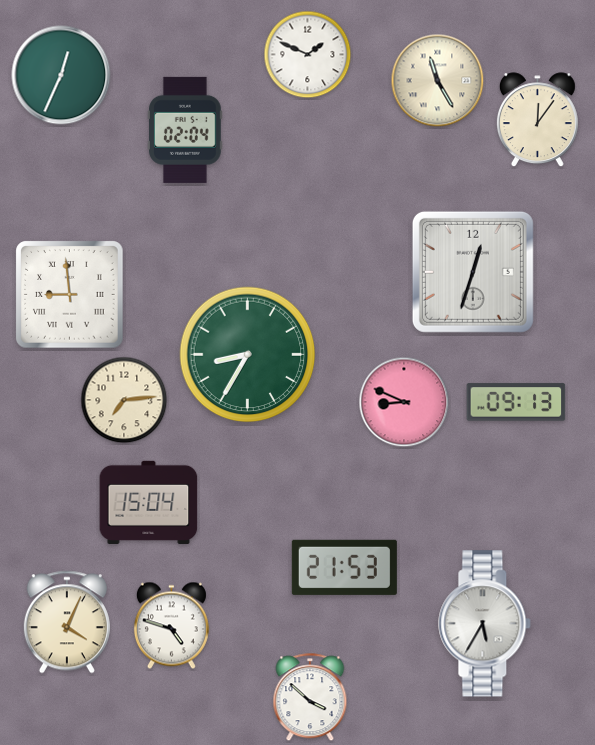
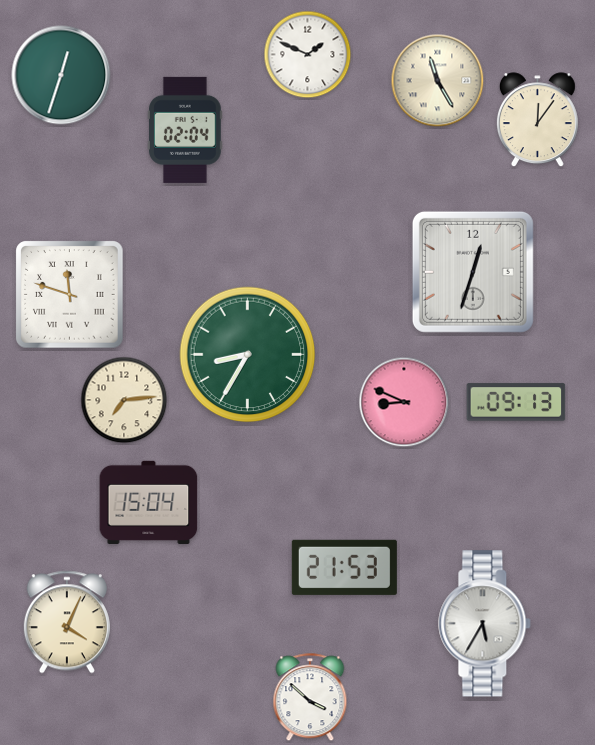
clock at (61, 75): 12:34 -> 12:33
clock at (70, 295): 8:59 -> 11:48
clock at (171, 626): 4:48 -> none
